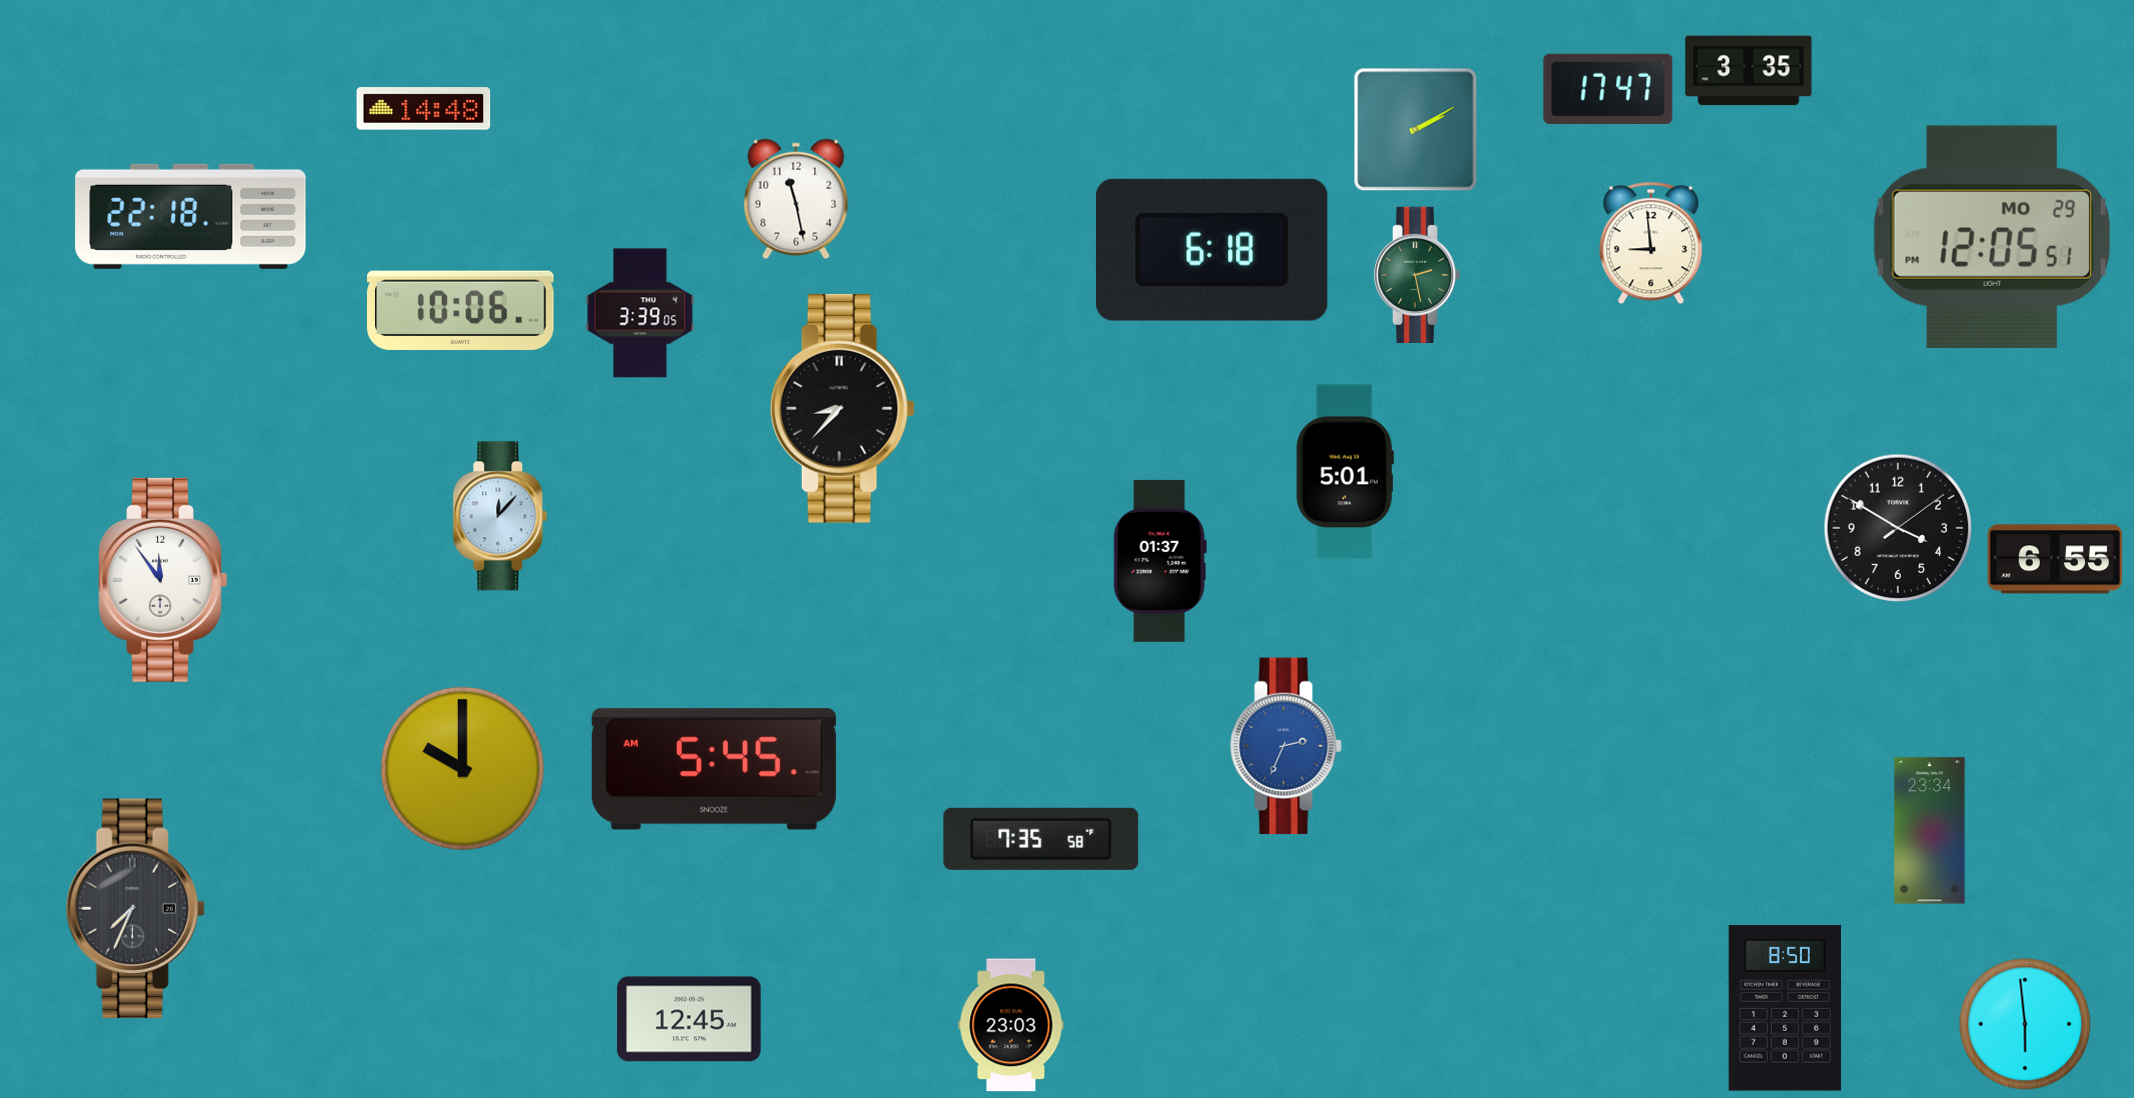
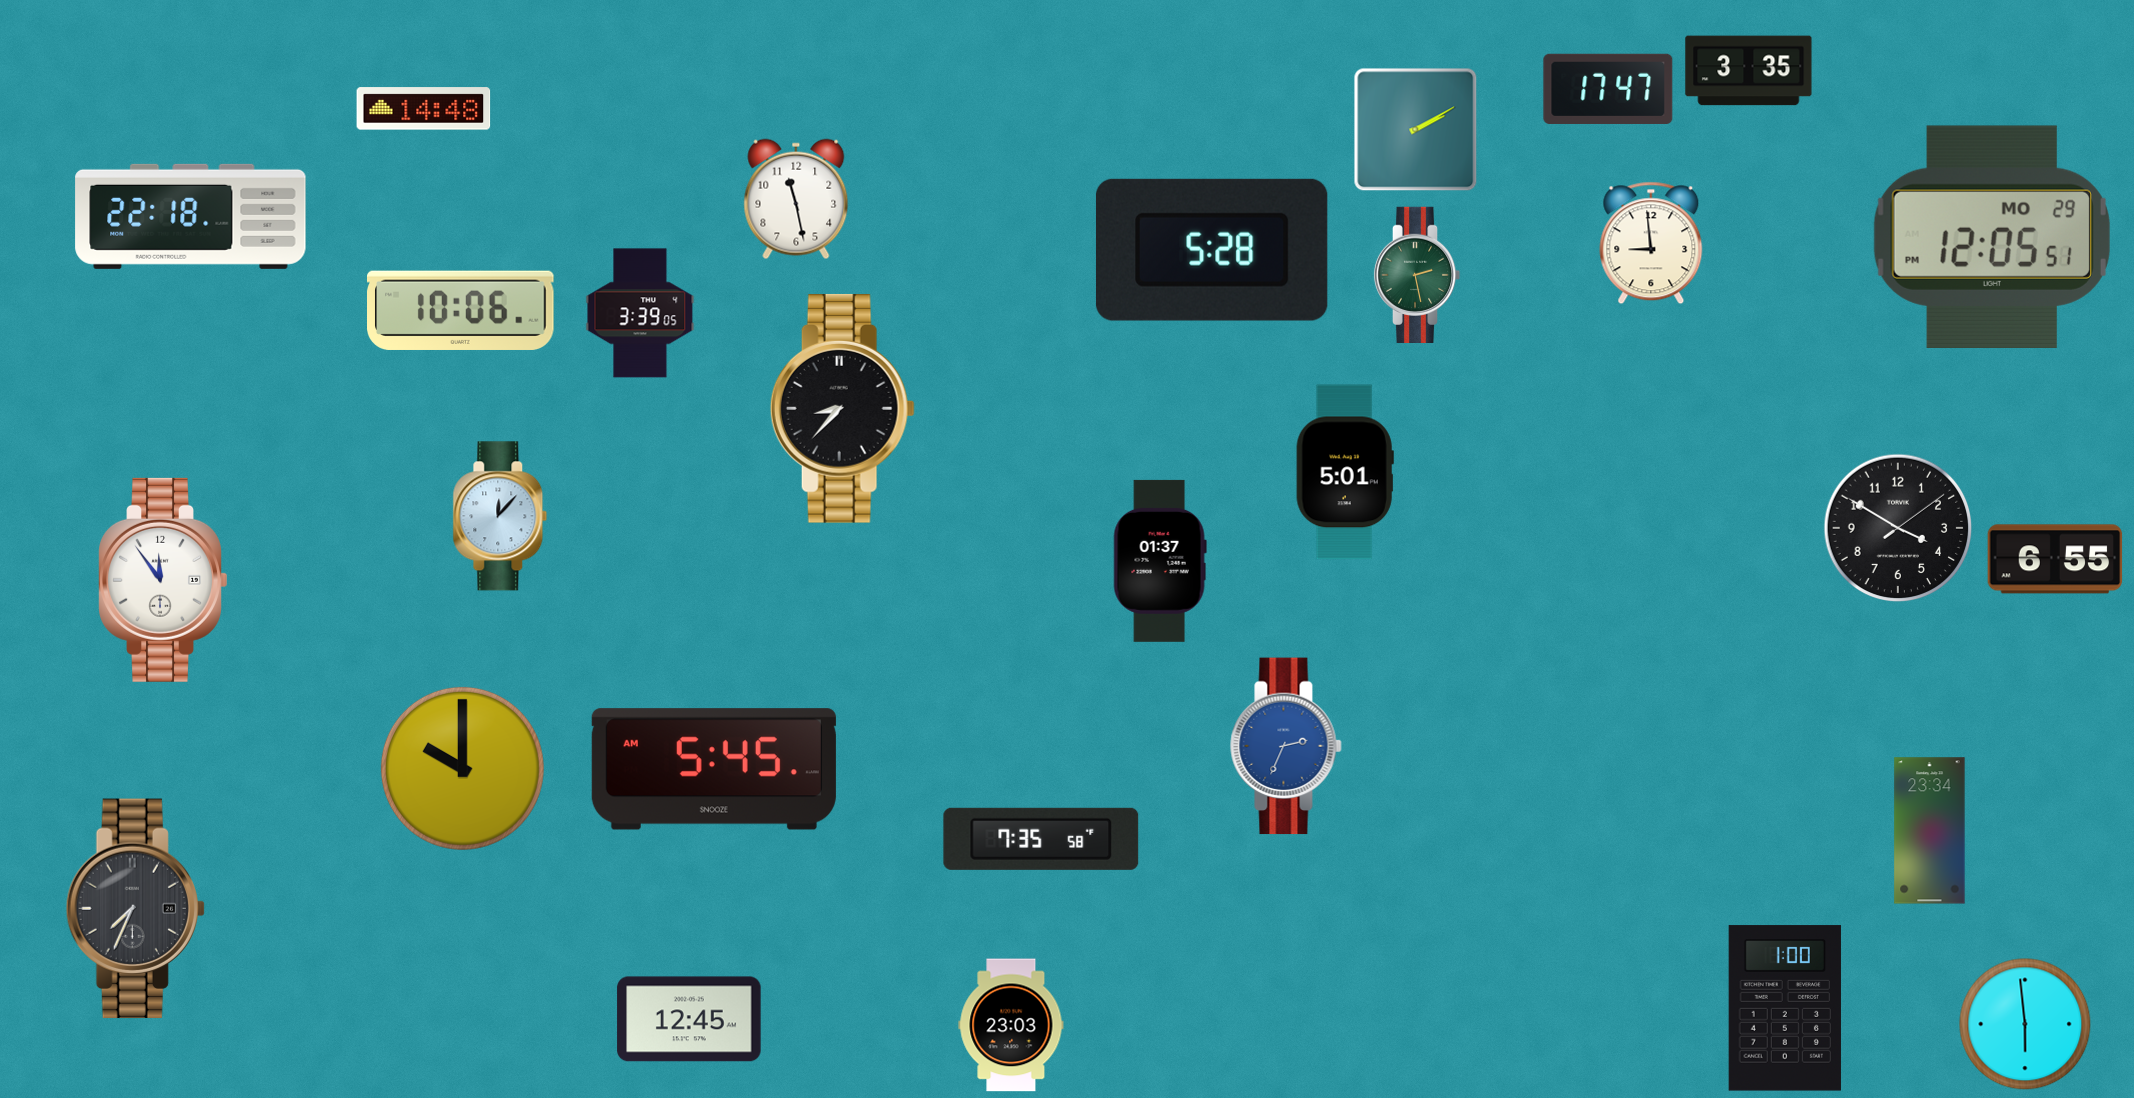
clock at (1212, 250): 6:18 -> 5:28
clock at (1785, 1008): 8:50 -> 1:00
